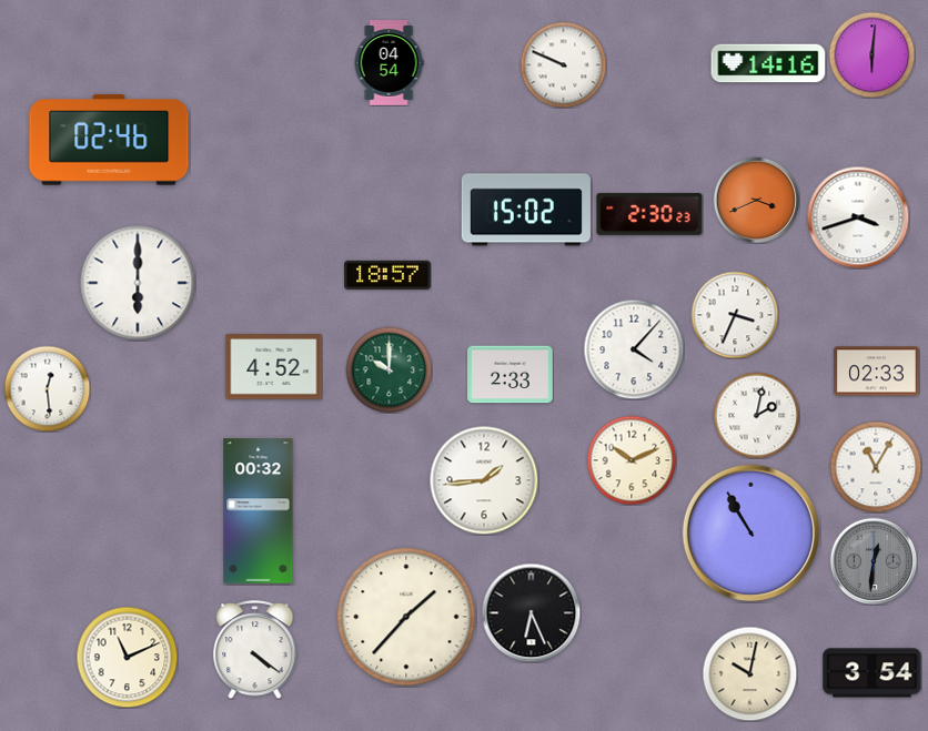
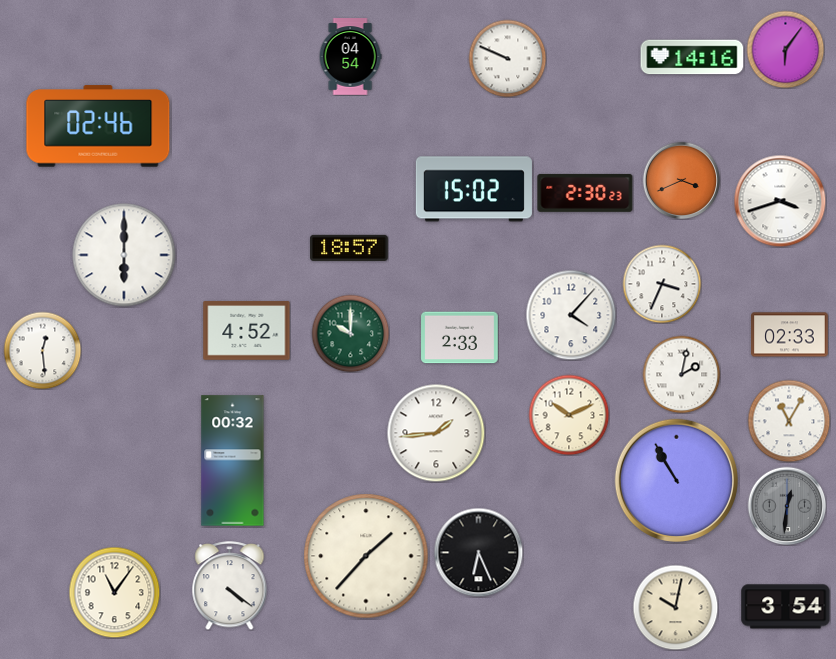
clock at (871, 54): 6:01 -> 6:06
clock at (858, 217) position: (858, 217) -> (780, 201)
clock at (127, 657): 11:11 -> 11:06
